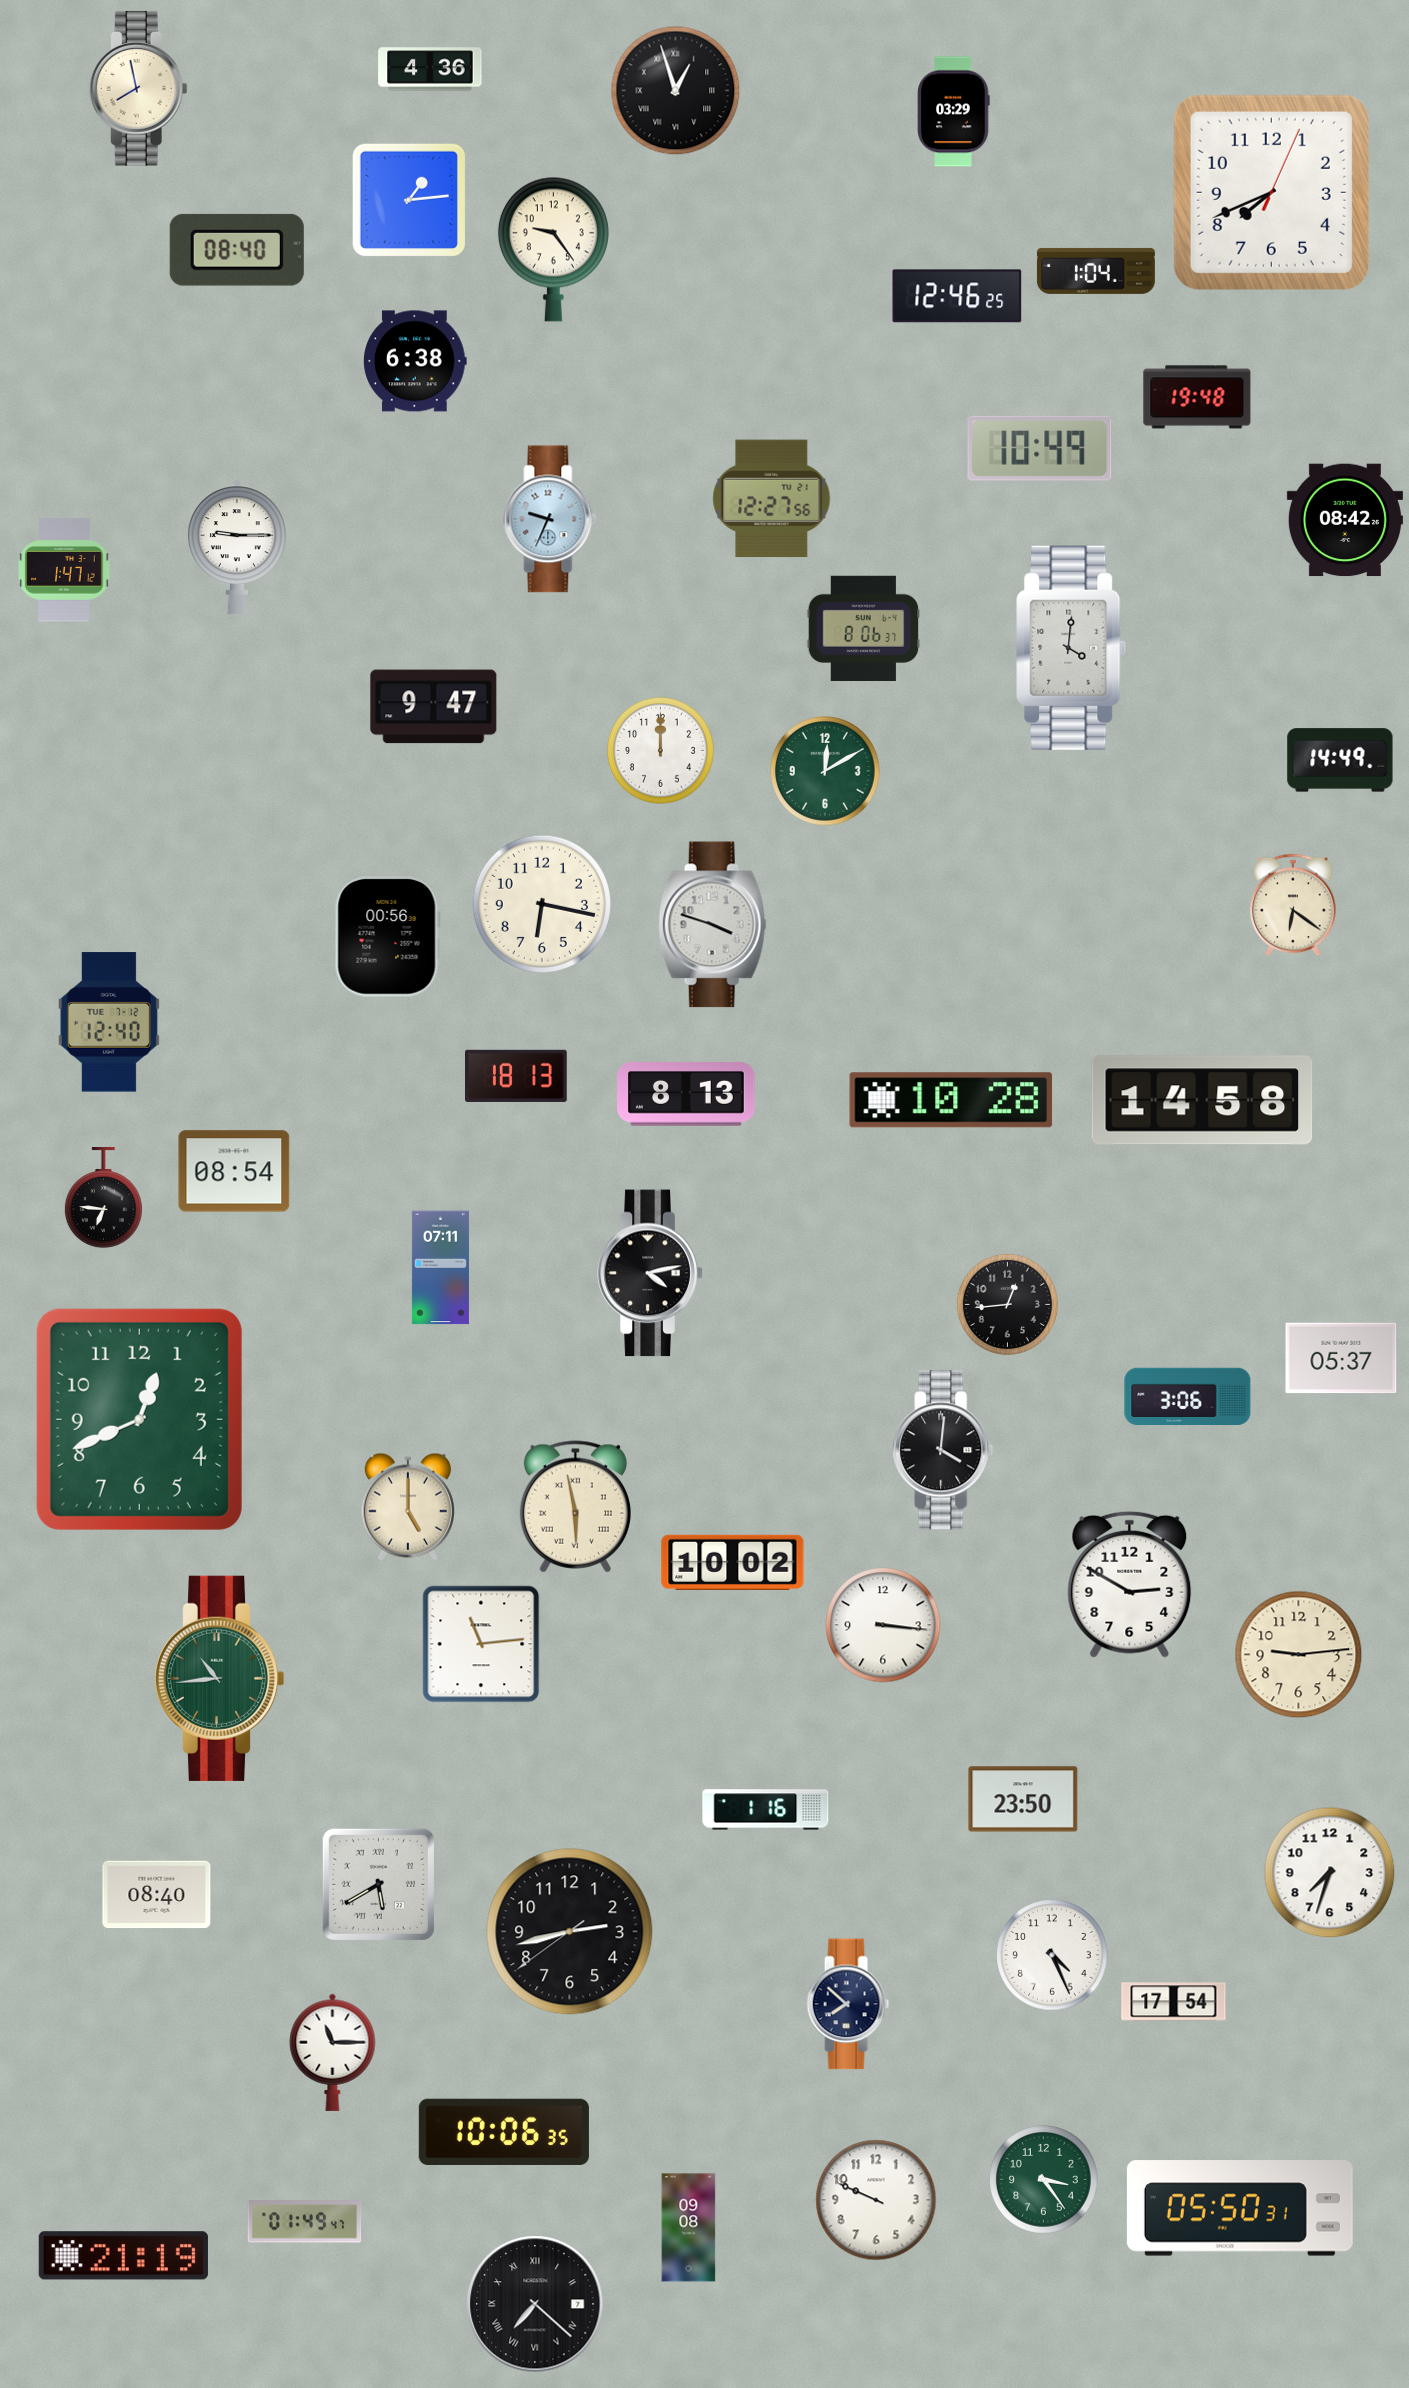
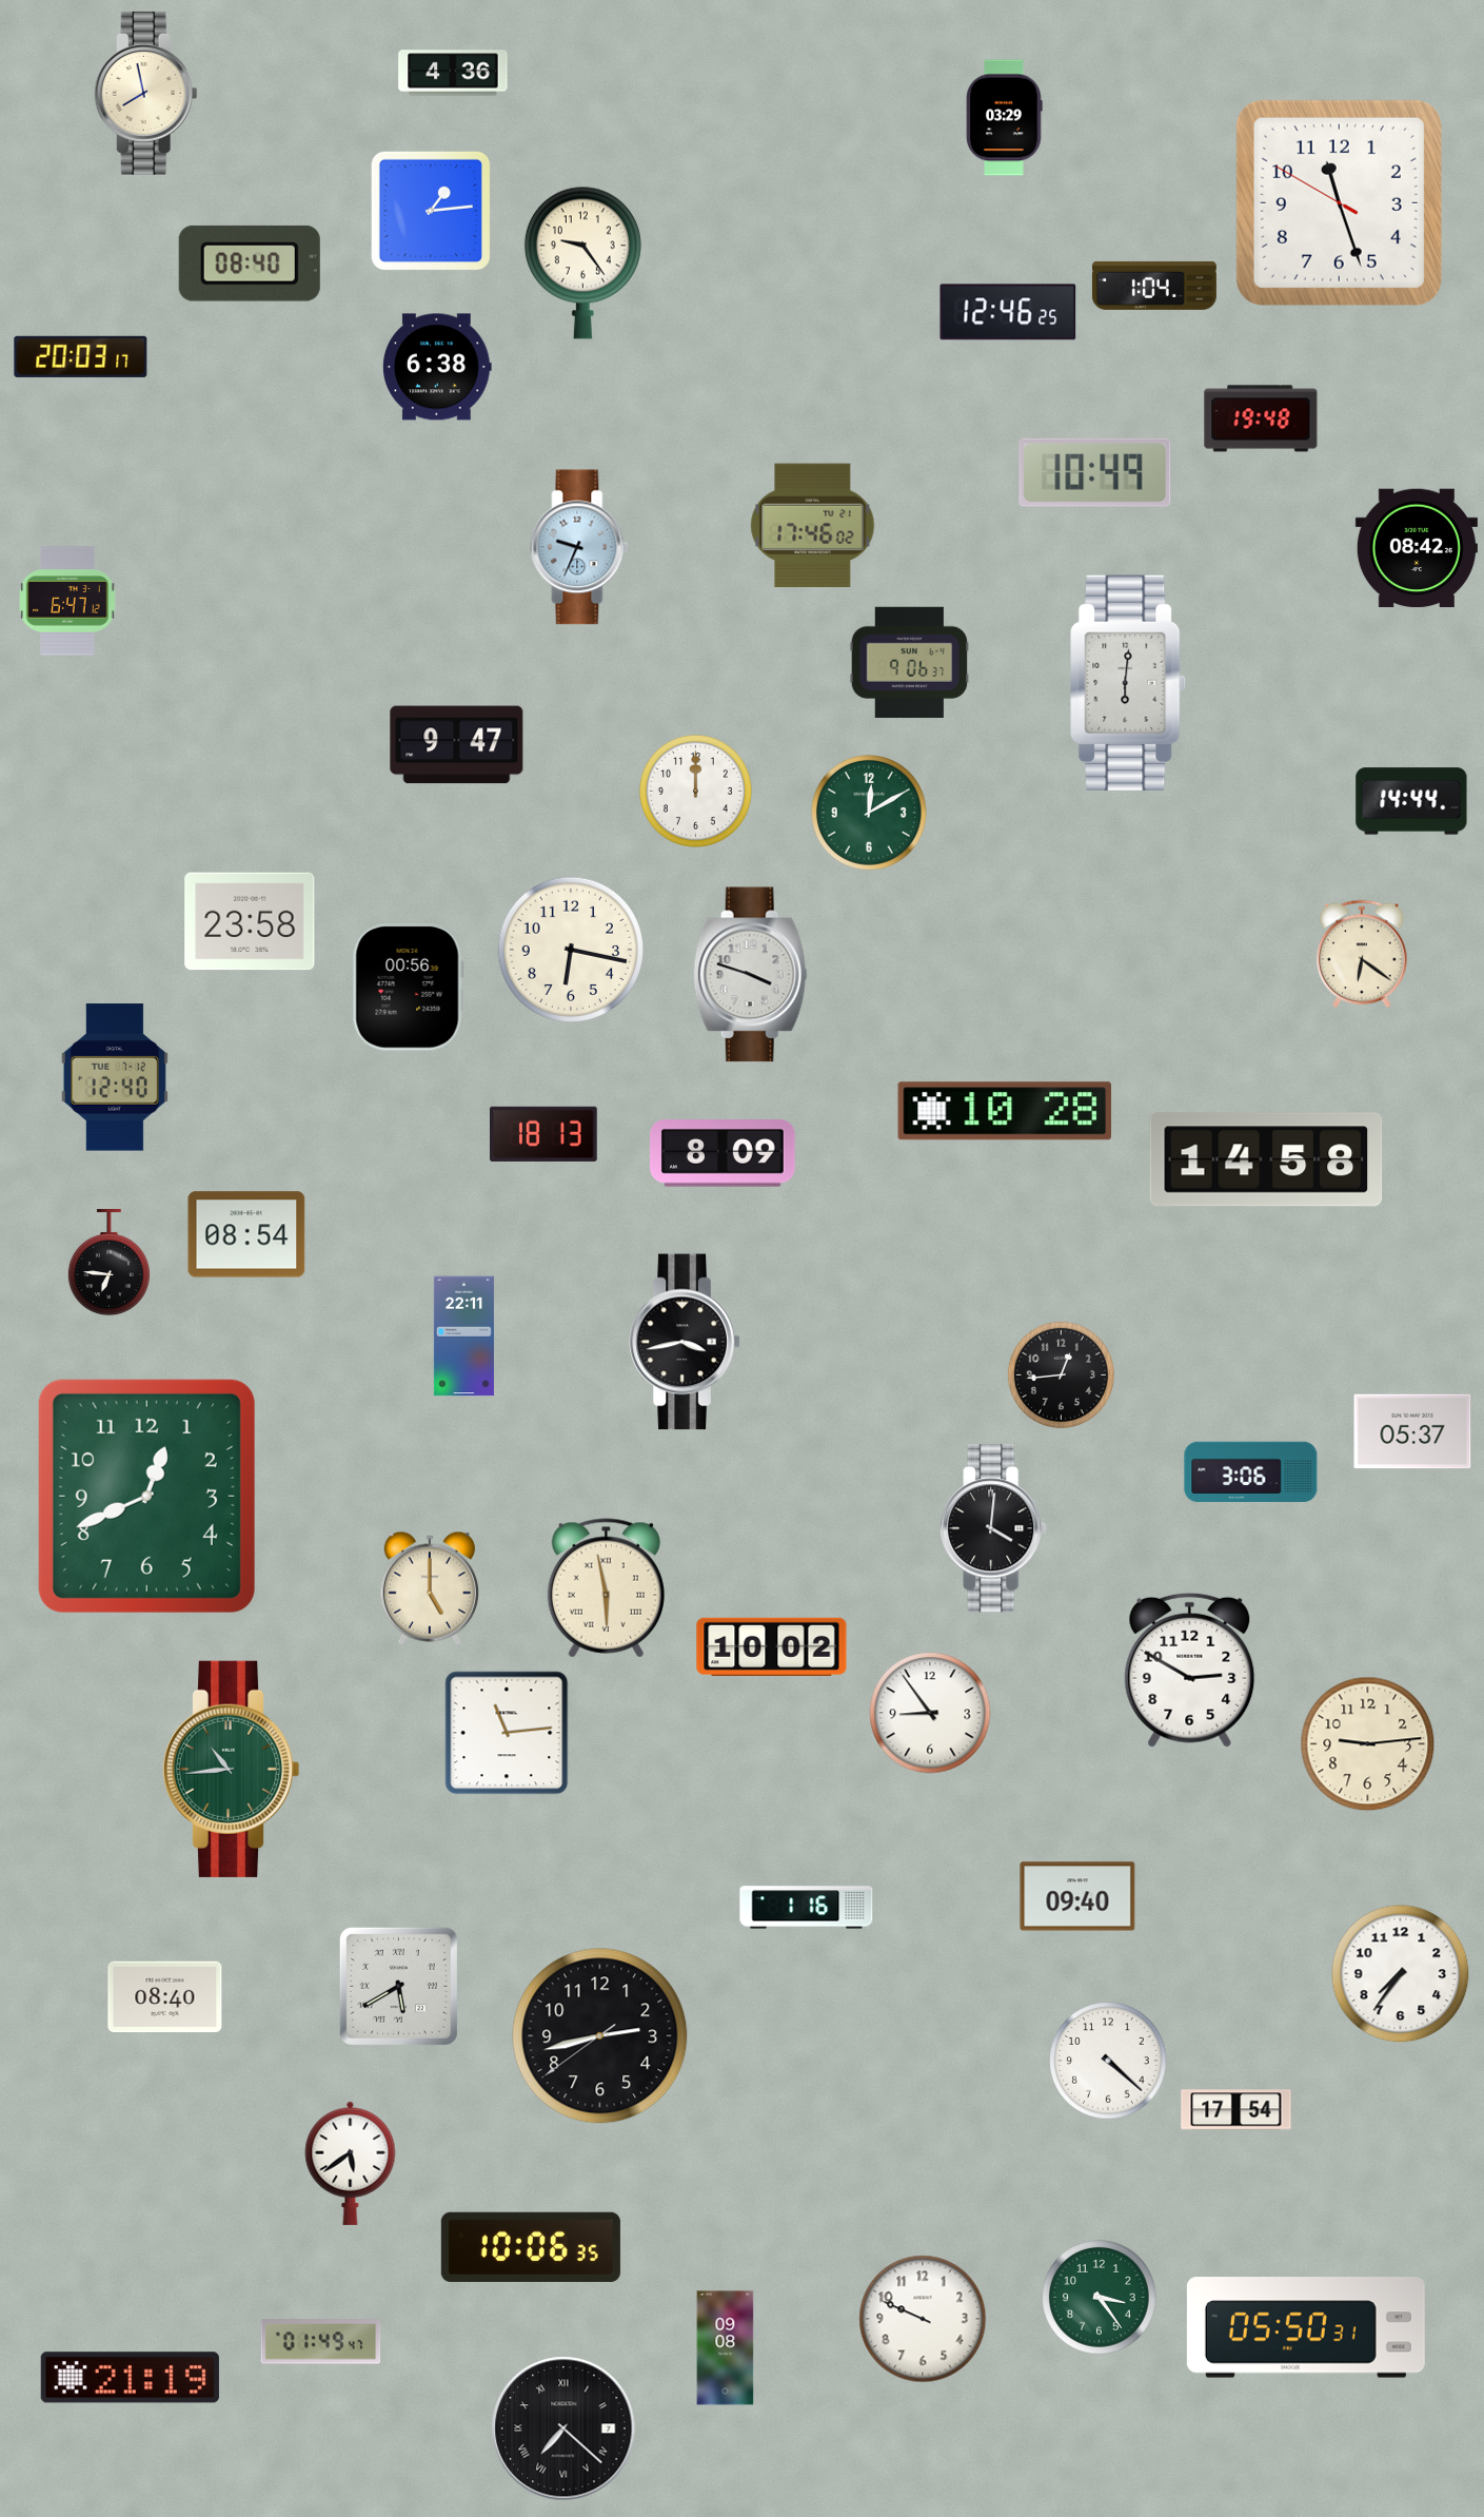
clock at (676, 91): 12:57 -> none
clock at (1271, 192): 7:41 -> 11:26
clock at (81, 356): none -> 20:03
clock at (416, 361) position: (416, 361) -> (438, 367)
clock at (772, 499): 12:27 -> 17:46
clock at (237, 547): 9:15 -> none
clock at (64, 570): 1:47 -> 6:47
clock at (864, 628): 8:06 -> 9:06
clock at (1071, 648): 4:01 -> 6:01
clock at (1340, 760): 14:49 -> 14:44
clock at (250, 921): none -> 23:58
clock at (541, 903) position: (541, 903) -> (570, 949)
clock at (687, 1094): 8:13 -> 8:09
clock at (951, 1100) position: (951, 1100) -> (1005, 1111)
clock at (440, 1268): 07:11 -> 22:11
clock at (650, 1273): 4:13 -> 3:43
clock at (883, 1625): 3:16 -> 8:54
clock at (1023, 1799): 23:50 -> 09:40
clock at (1330, 1873): 7:33 -> 7:36
clock at (1052, 1955): 4:26 -> 4:22
clock at (848, 2004): 7:52 -> none
clock at (333, 2052): 11:15 -> 5:39
